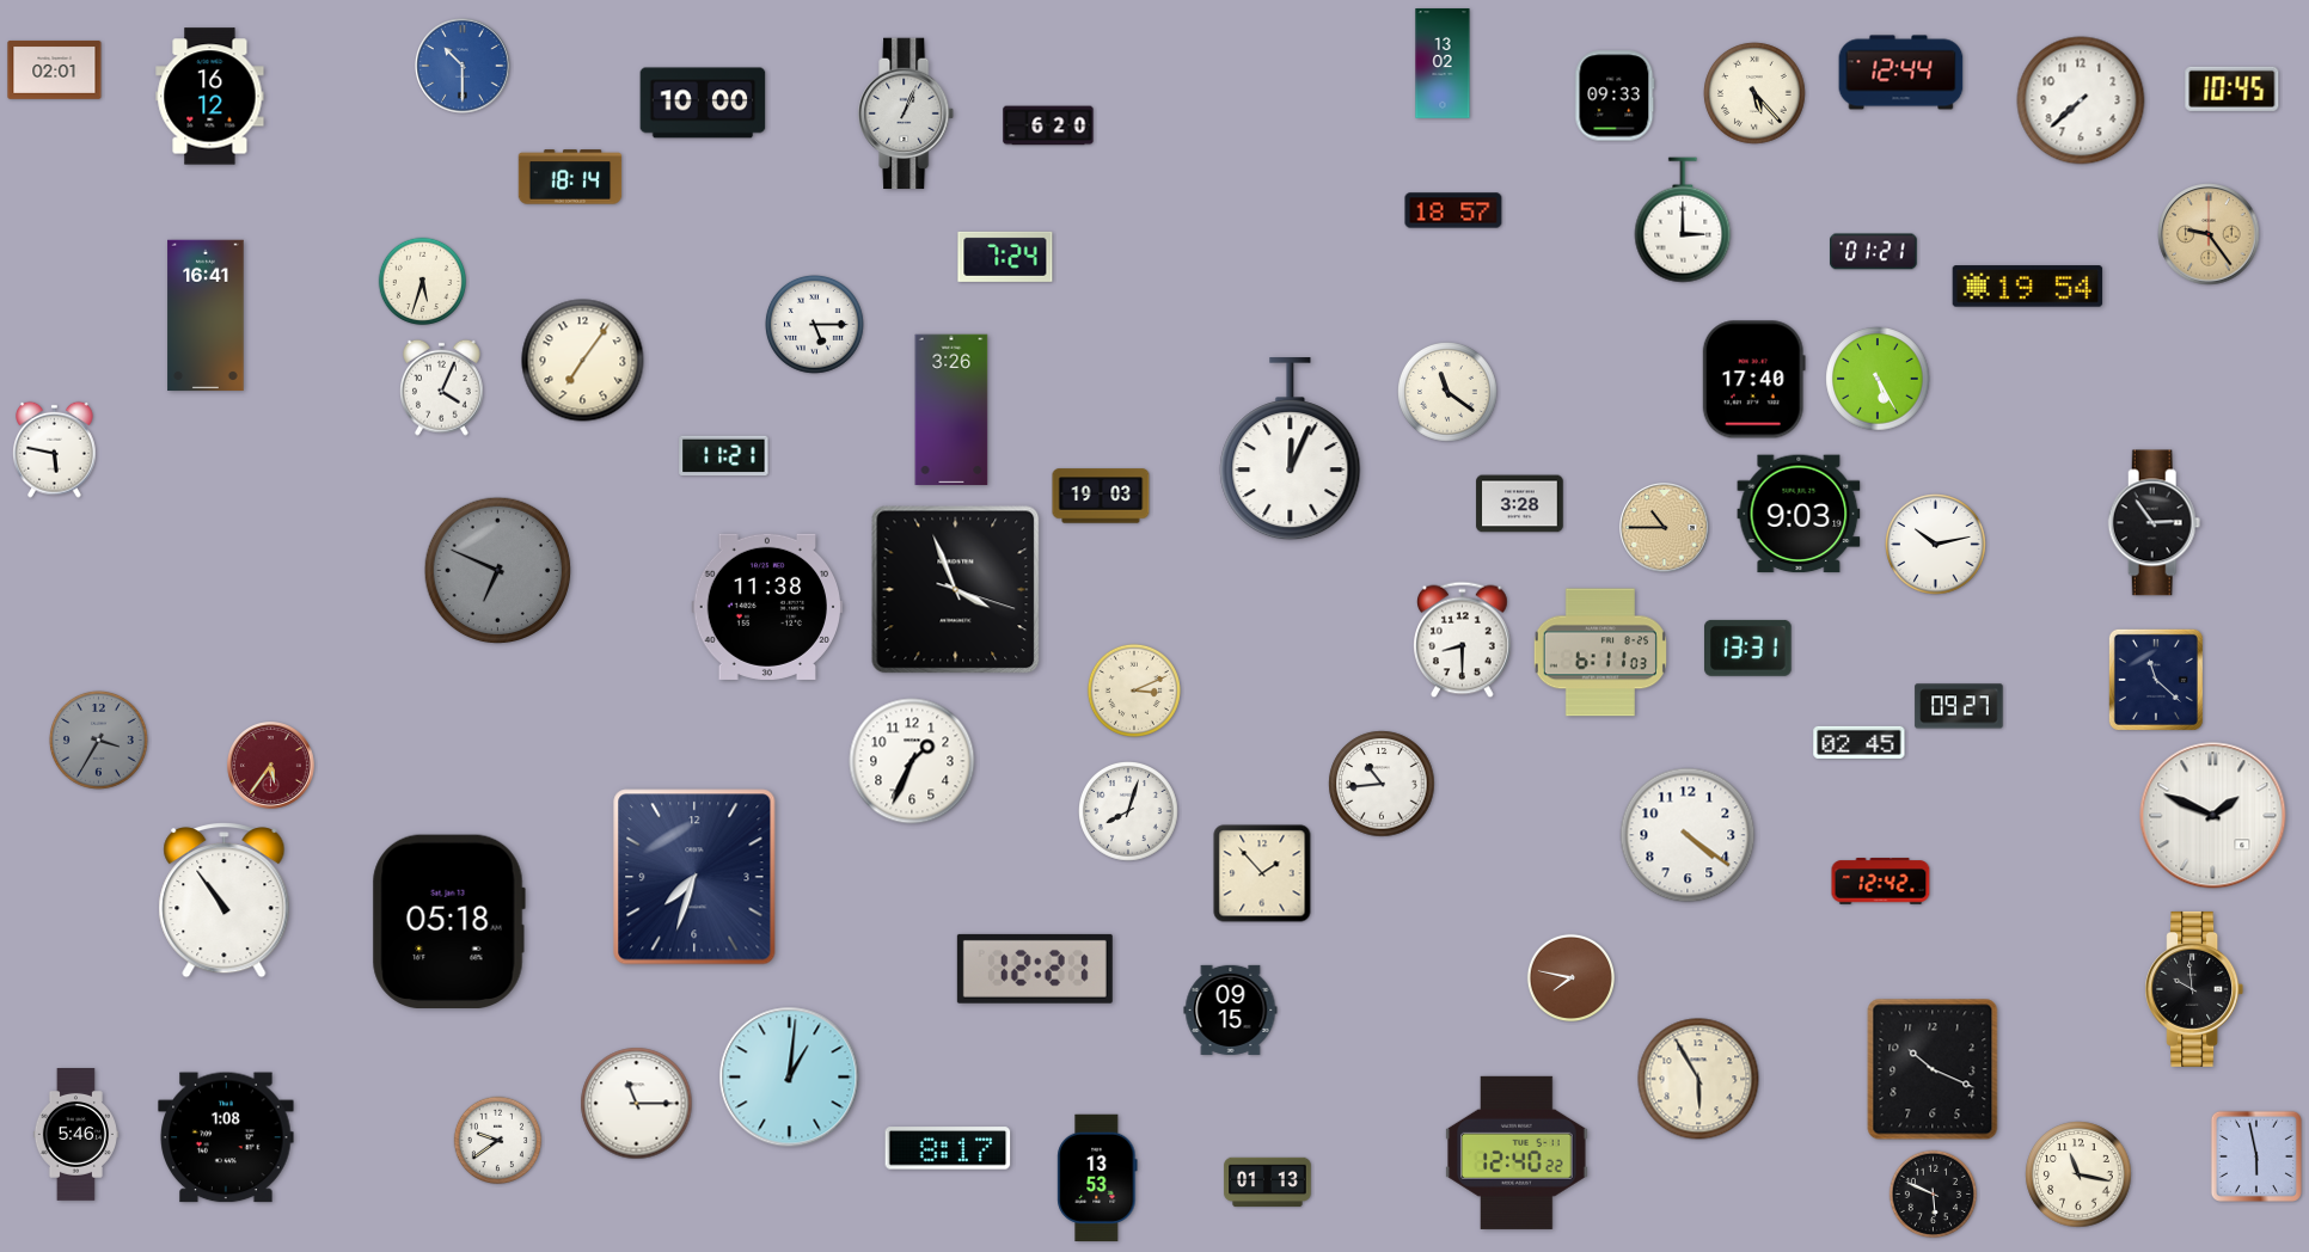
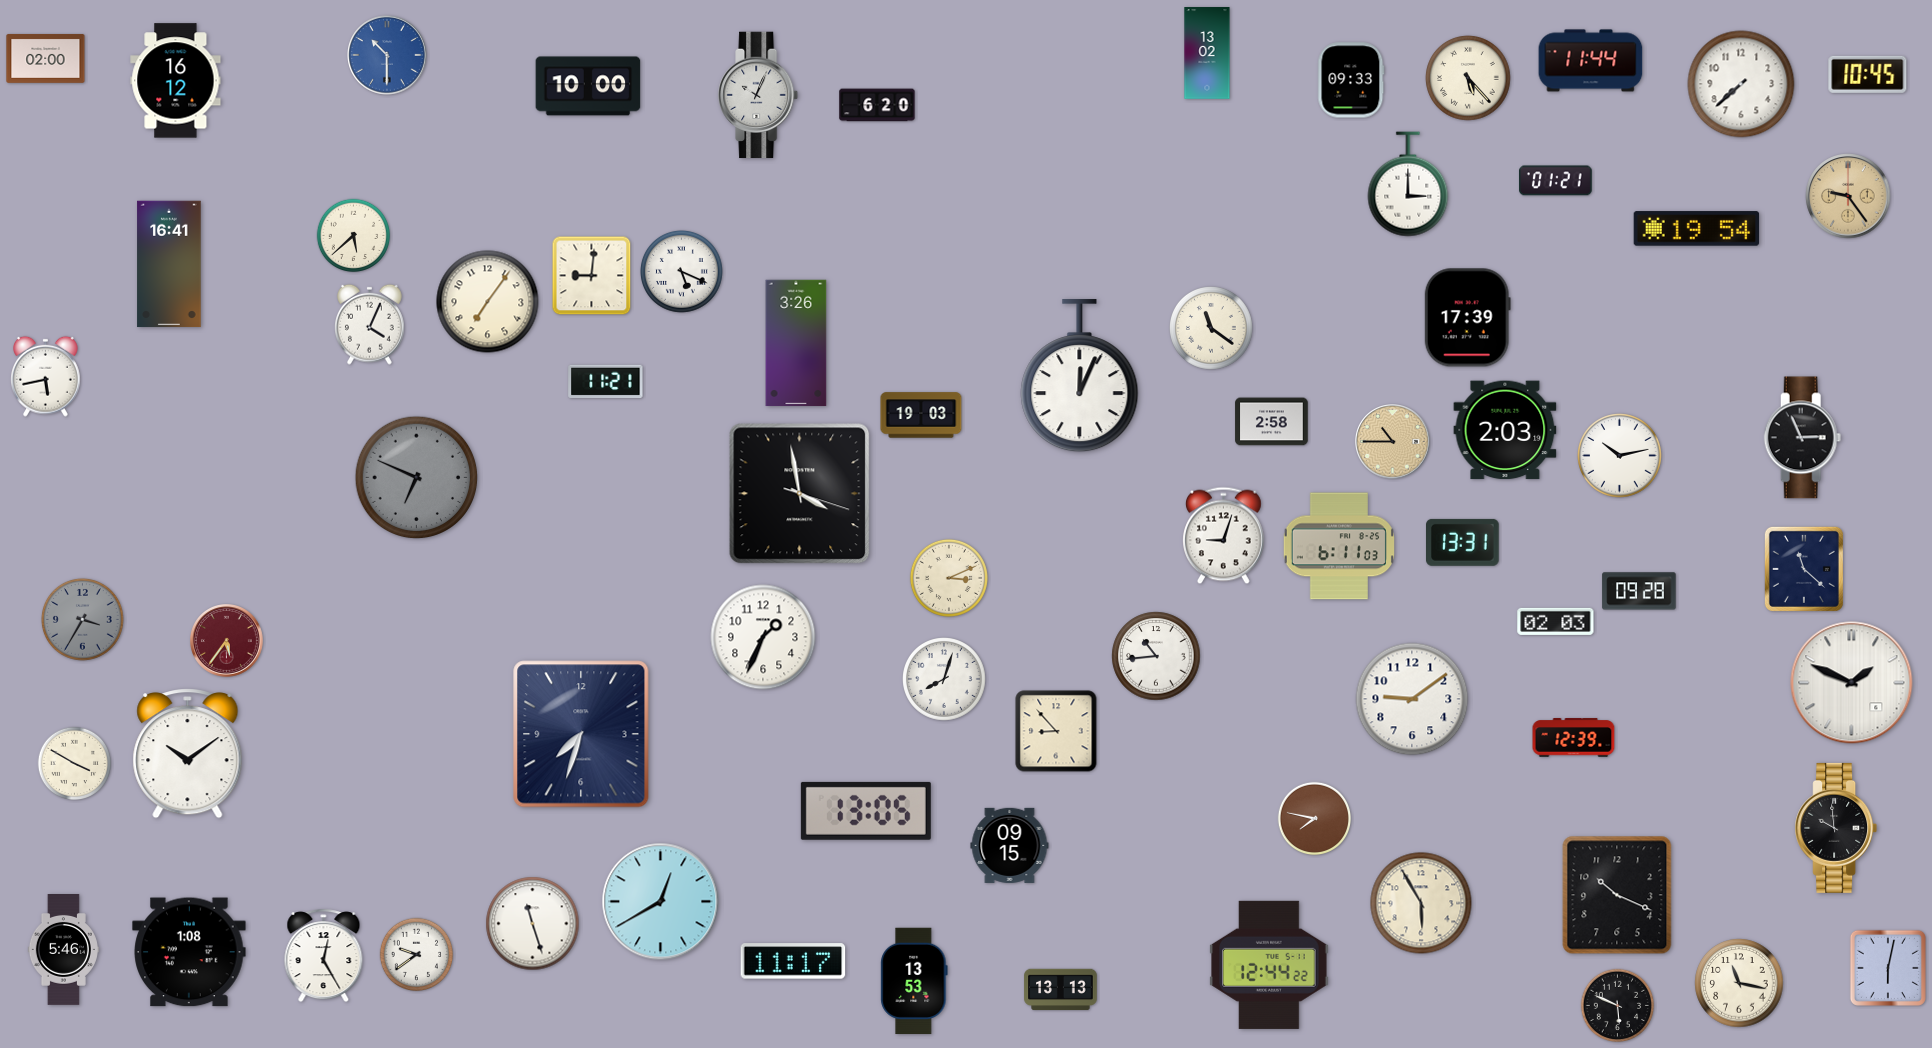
clock at (55, 69): 02:01 -> 02:00
clock at (1901, 73): 12:44 -> 11:44
clock at (907, 113): 1:04 -> 10:04
clock at (570, 177): 18:14 -> none
clock at (1453, 210): 18:57 -> none
clock at (1874, 252) position: (1874, 252) -> (1556, 181)
clock at (1005, 257): 7:24 -> none
clock at (423, 282): 5:33 -> 5:38
clock at (2028, 287) position: (2028, 287) -> (1697, 229)
clock at (206, 315) position: (206, 315) -> (169, 264)
clock at (815, 325): 5:15 -> 5:19
clock at (592, 276): none -> 9:01
clock at (1878, 379): 5:25 -> none
clock at (1753, 380): 17:40 -> 17:39
clock at (55, 449): 5:47 -> 5:43
clock at (1520, 504): 3:28 -> 2:58
clock at (1799, 514): 9:03 -> 2:03
clock at (2155, 523): 2:54 -> 2:56
clock at (956, 590): 3:56 -> 3:58
clock at (766, 607): 11:38 -> none
clock at (1463, 640): 8:30 -> 9:03
clock at (1959, 706): 09:27 -> 09:28
clock at (1860, 742): 02:45 -> 02:03
clock at (1688, 835): 4:21 -> 9:09
clock at (1262, 873): 1:53 -> 8:53
clock at (1881, 882): 12:42 -> 12:39
clock at (225, 901): 10:54 -> 10:09
clock at (75, 764): none -> 3:50
clock at (448, 921): 05:18 -> none
clock at (1035, 969): 12:21 -> 13:05
clock at (1231, 1009) position: (1231, 1009) -> (1010, 845)
clock at (790, 1078): 1:01 -> 12:40
clock at (637, 1104): 11:15 -> 11:27
clock at (324, 956): none -> 12:25
clock at (948, 1148): 8:17 -> 11:17
clock at (1517, 1153): 12:40 -> 12:44
clock at (2256, 1156): 5:58 -> 6:02
clock at (1097, 1178) position: (1097, 1178) -> (914, 981)
clock at (1268, 1183): 01:13 -> 13:13
clock at (1934, 1195) position: (1934, 1195) -> (1618, 1006)
